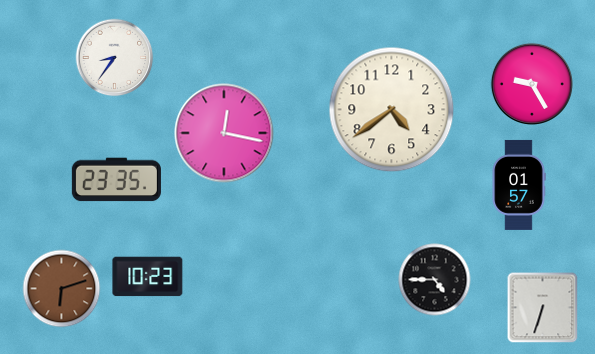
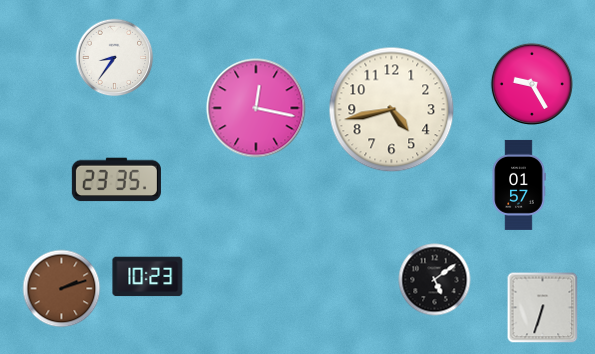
clock at (392, 110): 4:39 -> 4:43
clock at (224, 133) position: (224, 133) -> (256, 108)
clock at (435, 280): 4:45 -> 5:09
clock at (62, 289): 6:12 -> 2:12
